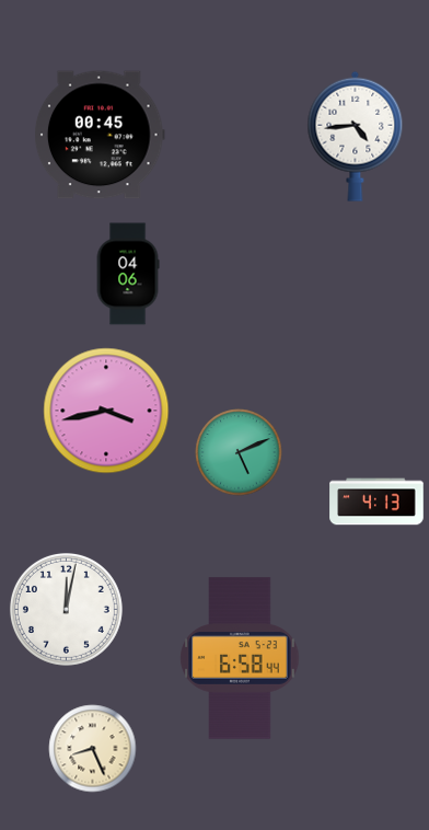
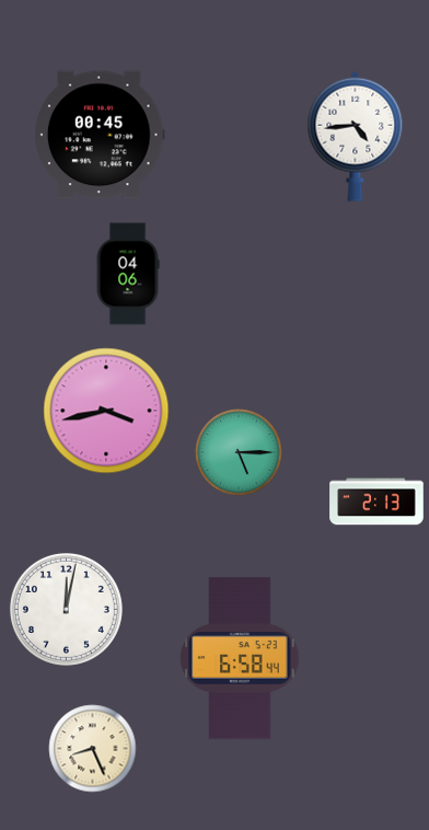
clock at (239, 452): 5:11 -> 5:15
clock at (376, 502): 4:13 -> 2:13
